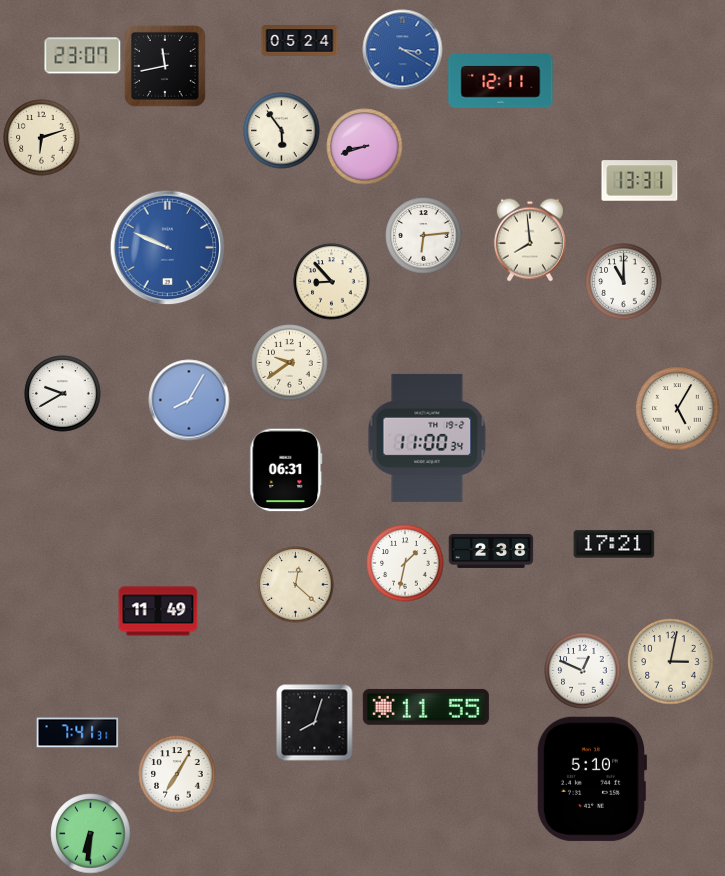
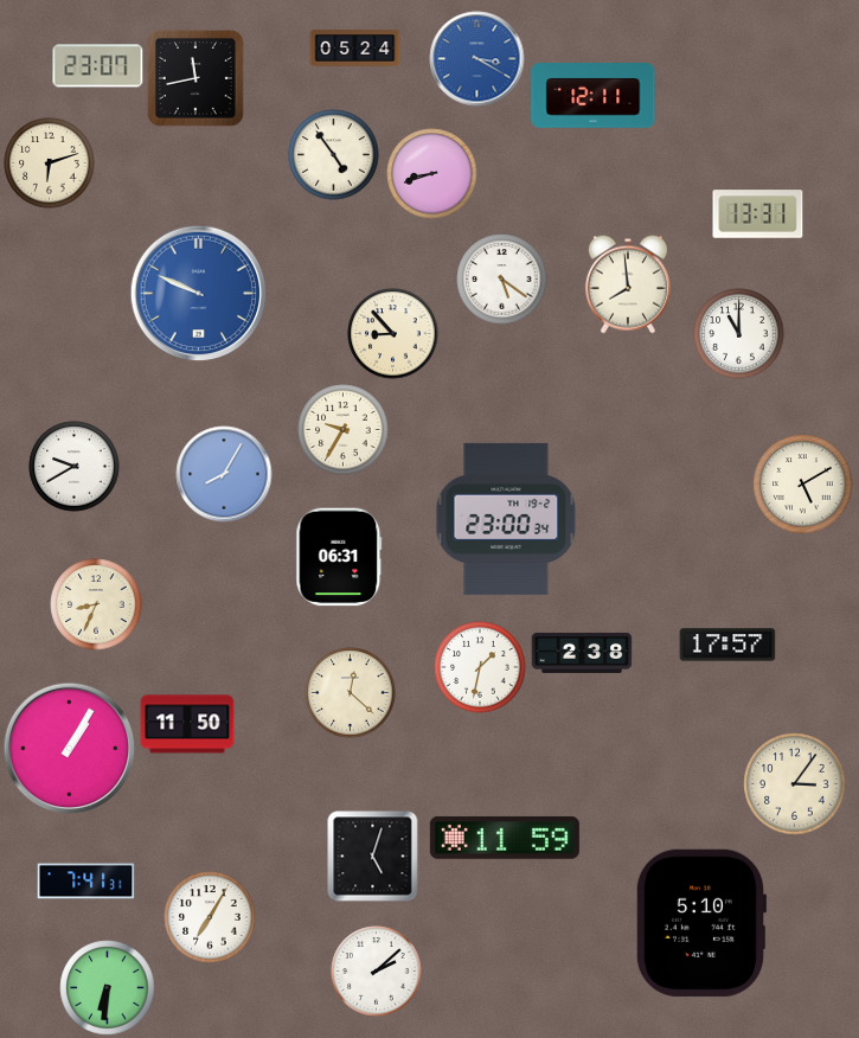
clock at (282, 131): 5:54 -> 4:54
clock at (424, 236): 6:14 -> 5:21
clock at (290, 363): 9:39 -> 9:35
clock at (678, 409): 5:05 -> 5:10
clock at (427, 438): 11:00 -> 23:00
clock at (96, 604): none -> 8:34
clock at (614, 544): 17:21 -> 17:57
clock at (158, 611): 11:49 -> 11:50
clock at (69, 748): none -> 1:05
clock at (671, 662): 3:02 -> 3:06
clock at (583, 671): 12:49 -> none
clock at (426, 707): 11:55 -> 11:59
clock at (315, 723): 8:03 -> 5:03
clock at (78, 733) position: (78, 733) -> (86, 882)
clock at (377, 972): none -> 2:08
